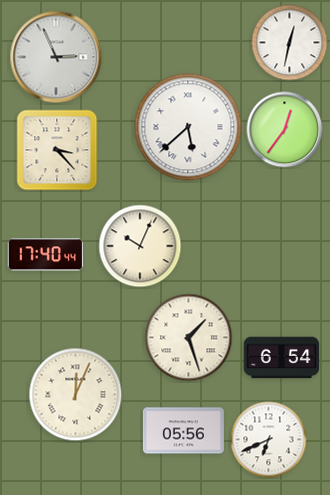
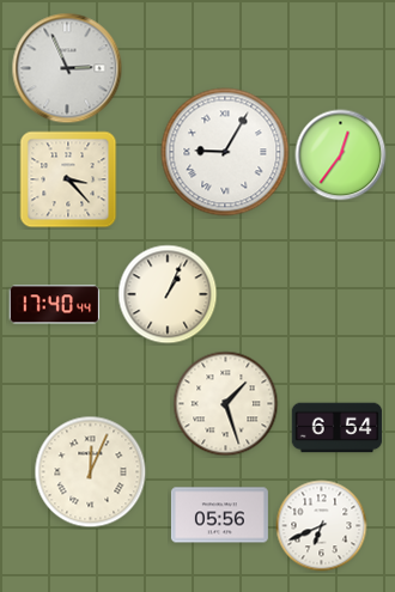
clock at (290, 43): 12:32 -> none
clock at (188, 127): 5:38 -> 9:05
clock at (140, 246): 10:04 -> 1:04
